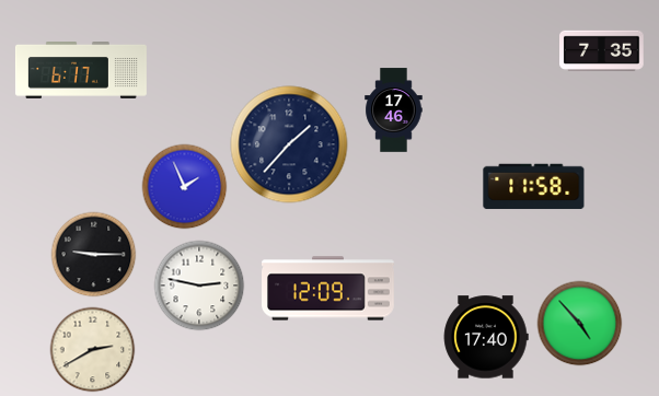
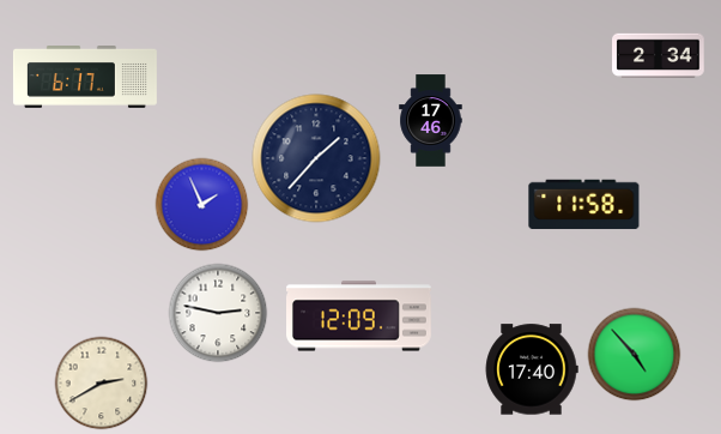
clock at (602, 50): 7:35 -> 2:34
clock at (81, 71) position: (81, 71) -> (85, 78)
clock at (93, 254): 9:15 -> none
